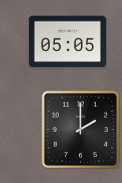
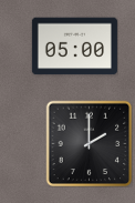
clock at (67, 42): 05:05 -> 05:00
